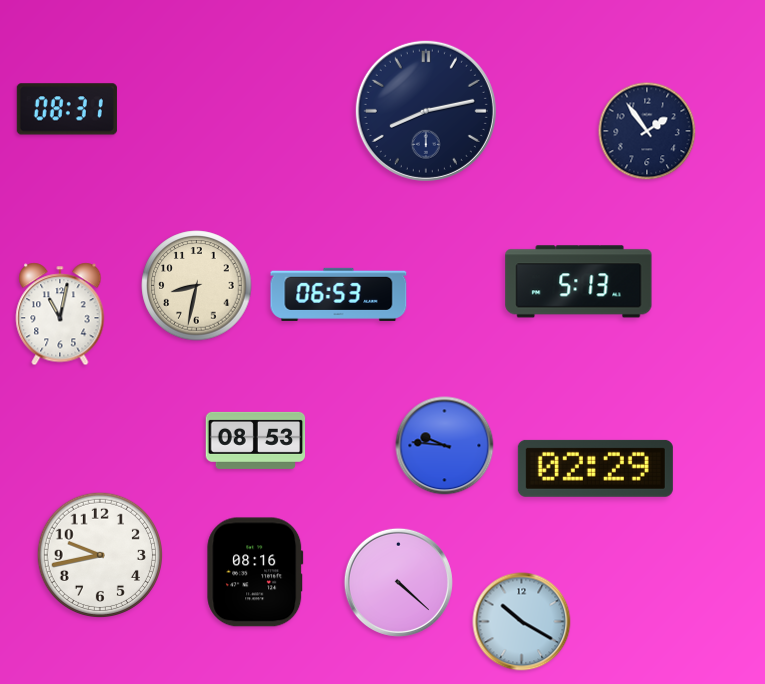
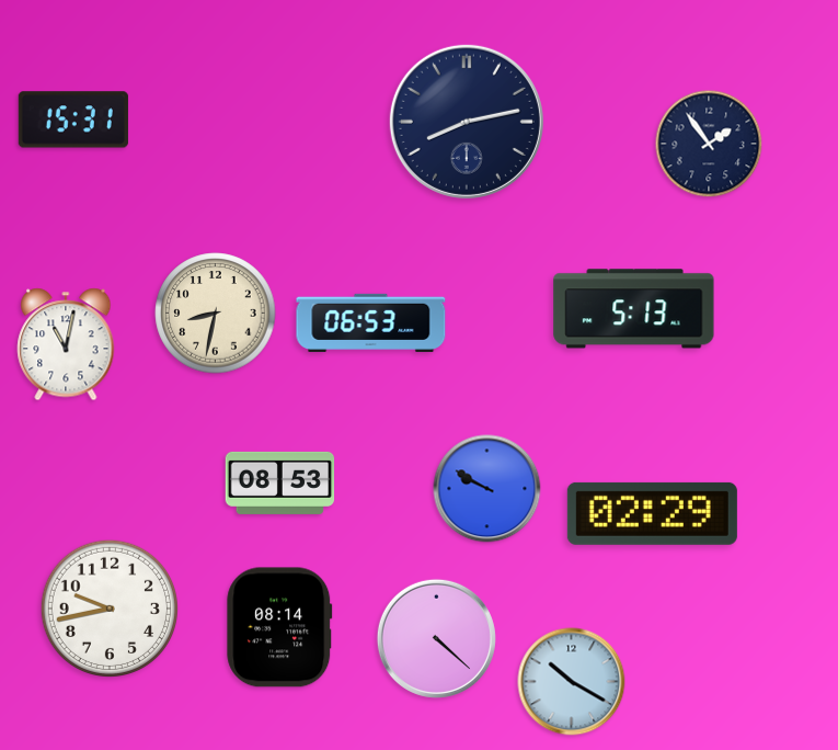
clock at (67, 109): 08:31 -> 15:31
clock at (445, 446): 9:46 -> 9:50
clock at (255, 572): 08:16 -> 08:14
